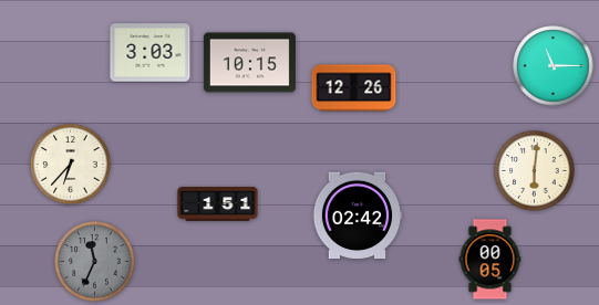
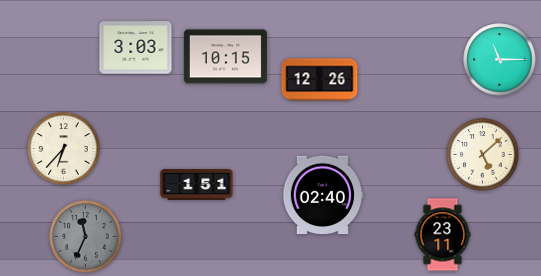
clock at (535, 171): 6:01 -> 5:08
clock at (358, 215): 02:42 -> 02:40
clock at (490, 260): 00:05 -> 23:11
